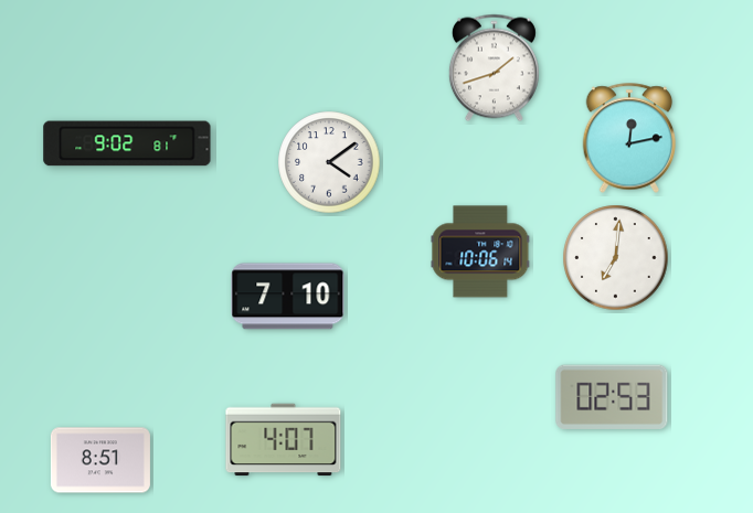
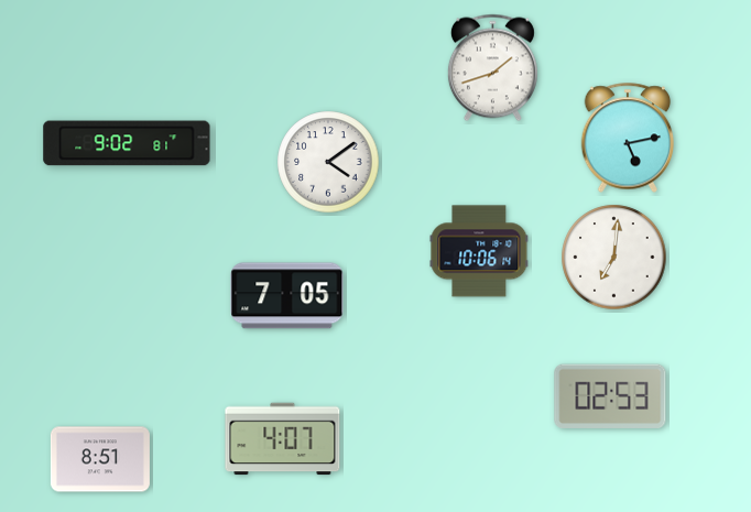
clock at (629, 138): 12:13 -> 5:13
clock at (288, 297): 7:10 -> 7:05
